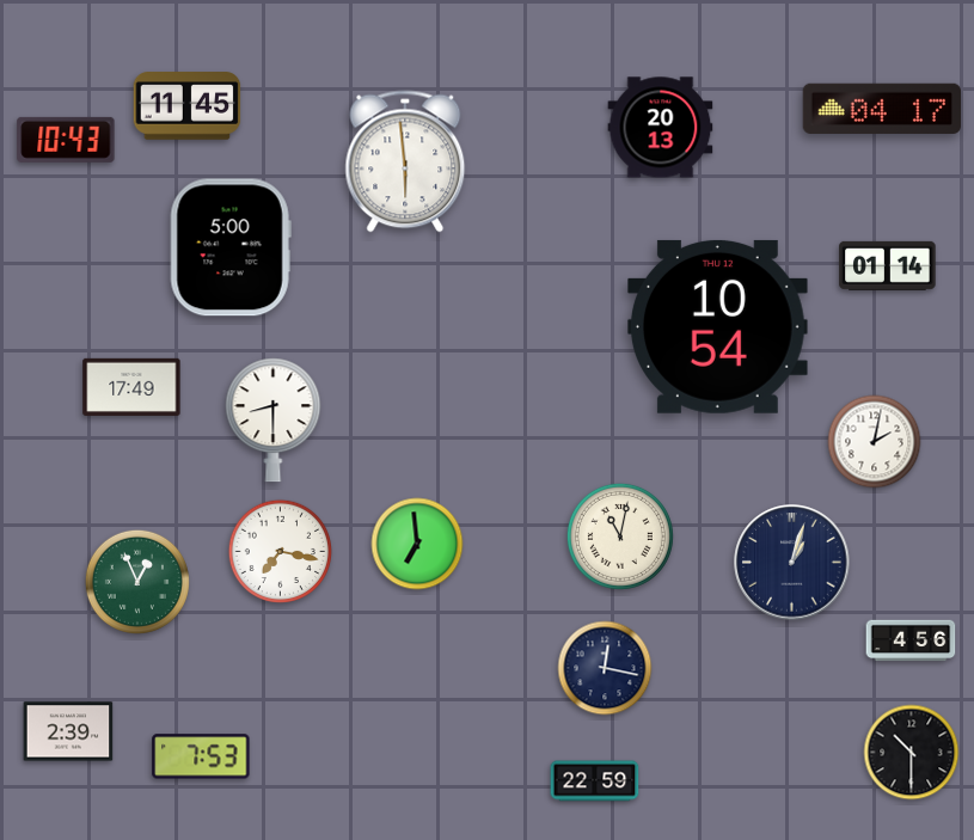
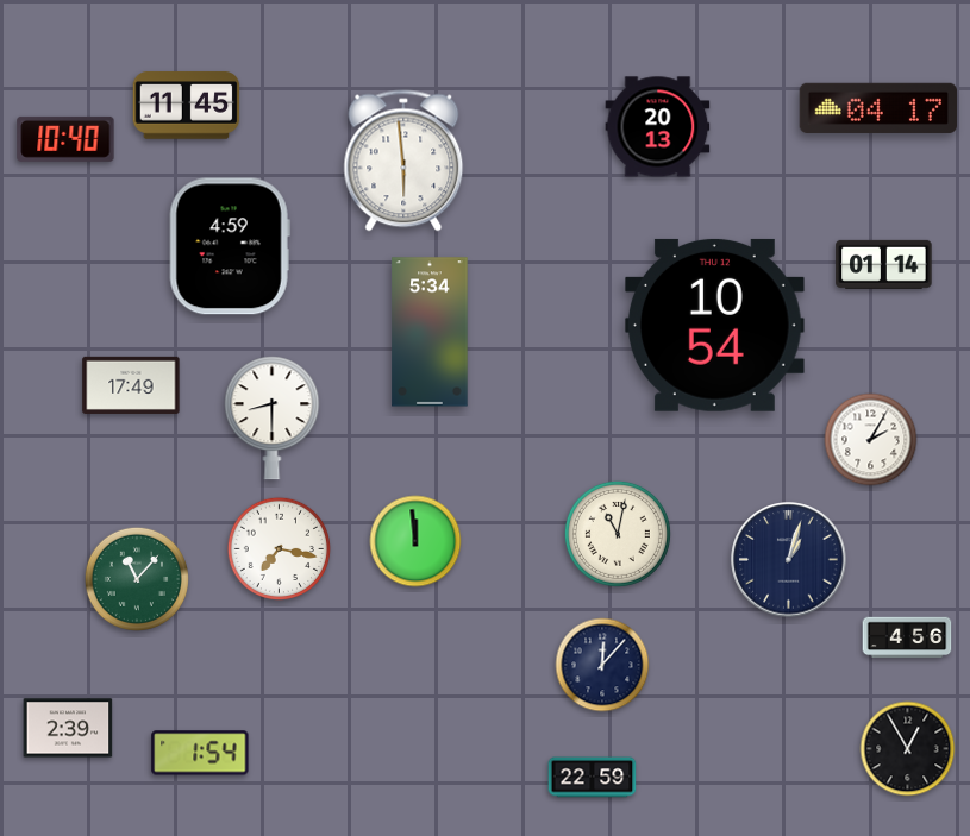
clock at (66, 140): 10:43 -> 10:40
clock at (231, 247): 5:00 -> 4:59
clock at (430, 332): none -> 5:34
clock at (875, 442): 2:02 -> 2:05
clock at (417, 544): 6:59 -> 11:59
clock at (137, 582): 12:56 -> 11:07
clock at (605, 668): 12:17 -> 12:07
clock at (912, 753): 10:30 -> 12:55
clock at (201, 756): 7:53 -> 1:54
